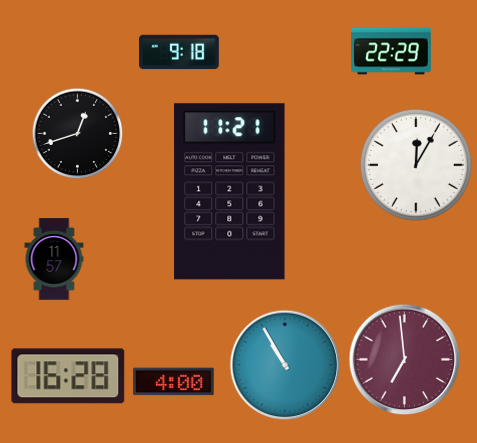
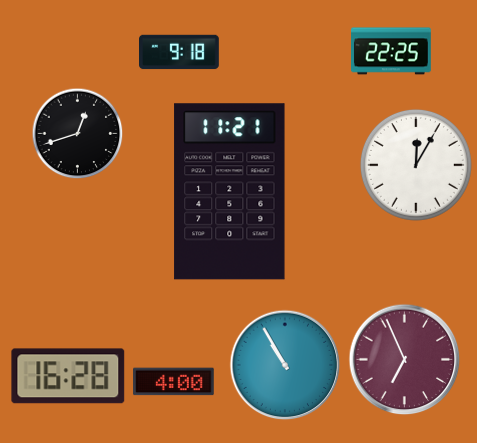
clock at (392, 51): 22:29 -> 22:25
clock at (54, 259): 11:57 -> none
clock at (405, 360): 6:59 -> 6:56
